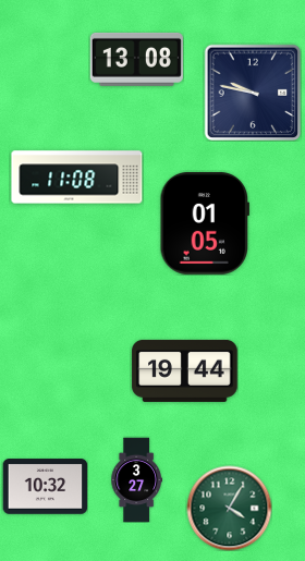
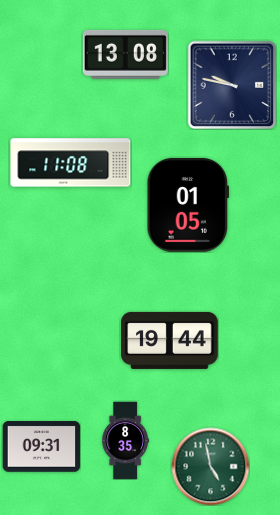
clock at (136, 479): 3:27 -> 8:35
clock at (45, 487): 10:32 -> 09:31
clock at (229, 508): 4:05 -> 4:58
